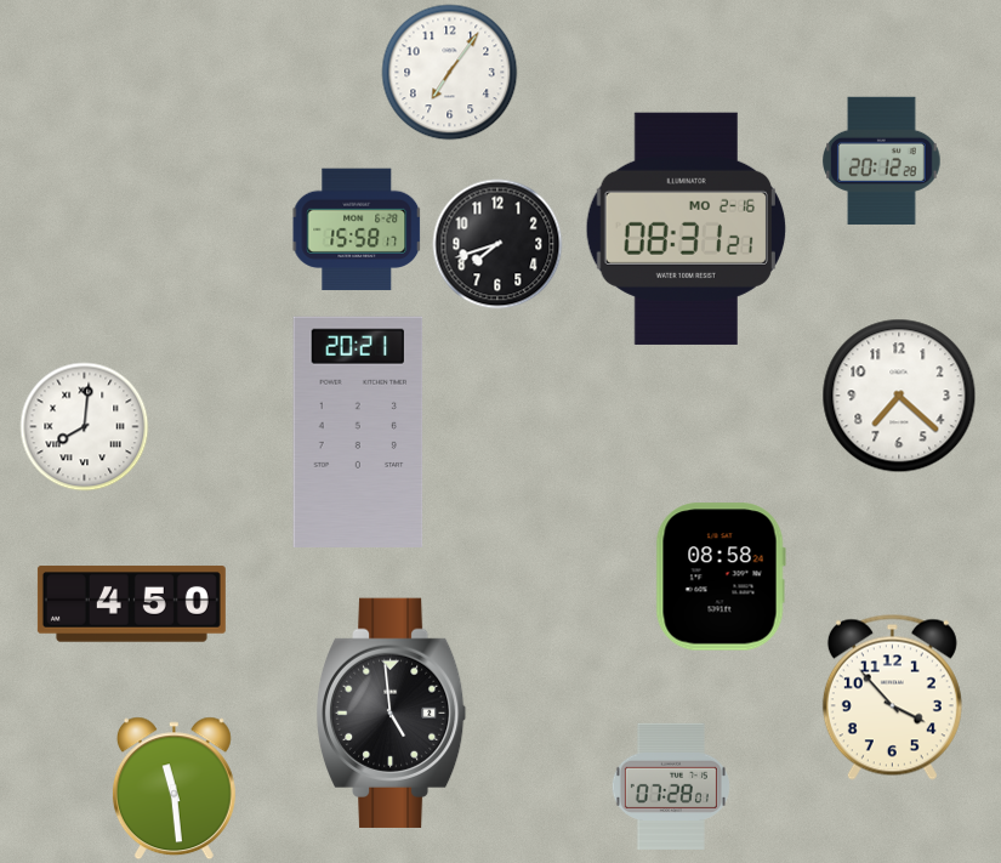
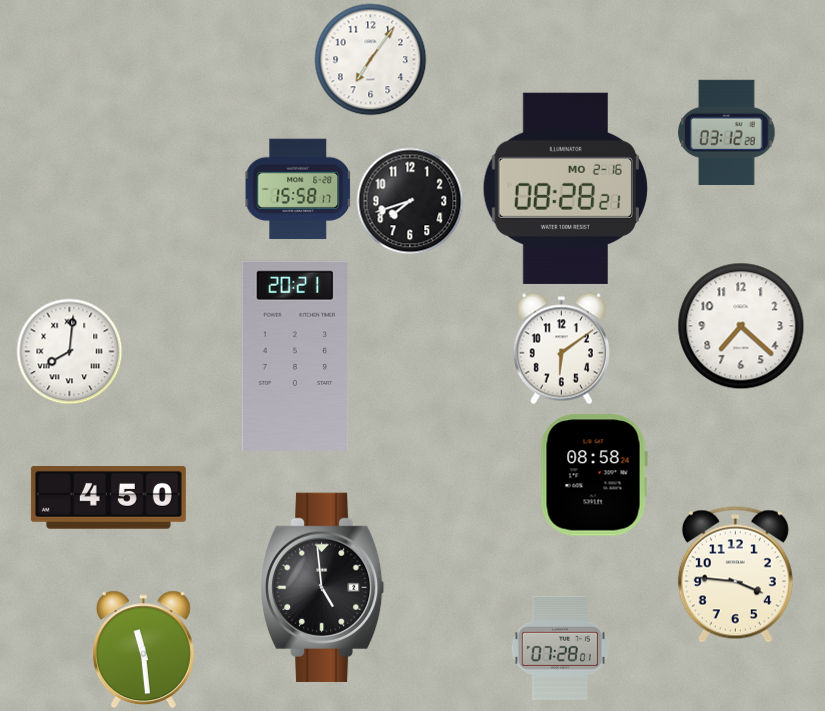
clock at (882, 160): 20:12 -> 03:12
clock at (686, 228): 08:31 -> 08:28
clock at (357, 229) position: (357, 229) -> (298, 189)
clock at (561, 349): none -> 6:09
clock at (892, 697): 3:53 -> 3:46
clock at (671, 785) position: (671, 785) -> (560, 647)
